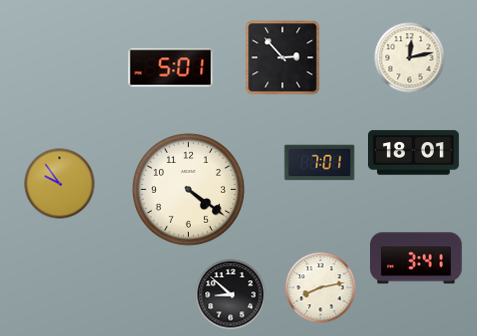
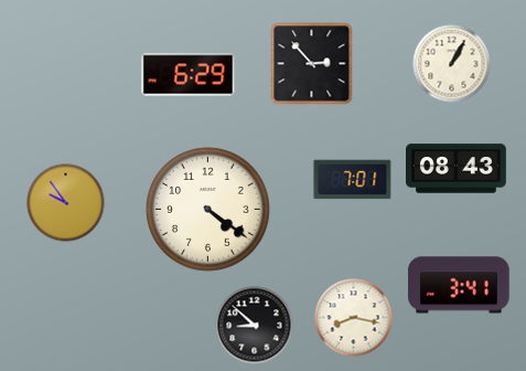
clock at (410, 58): 12:13 -> 1:05
clock at (171, 68): 5:01 -> 6:29
clock at (414, 153): 18:01 -> 08:43
clock at (321, 288): 8:13 -> 8:17
